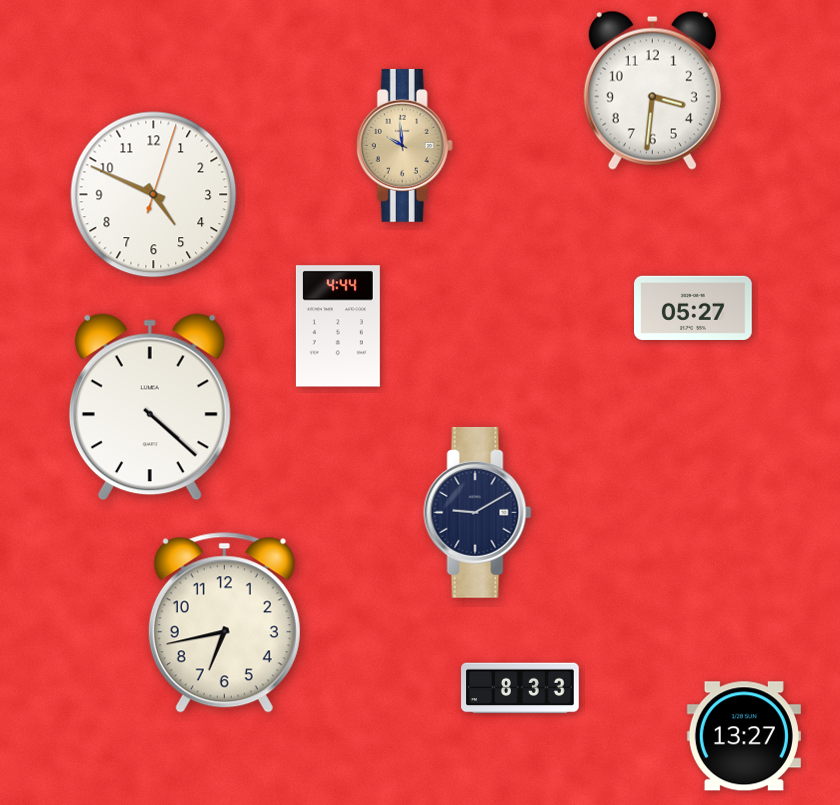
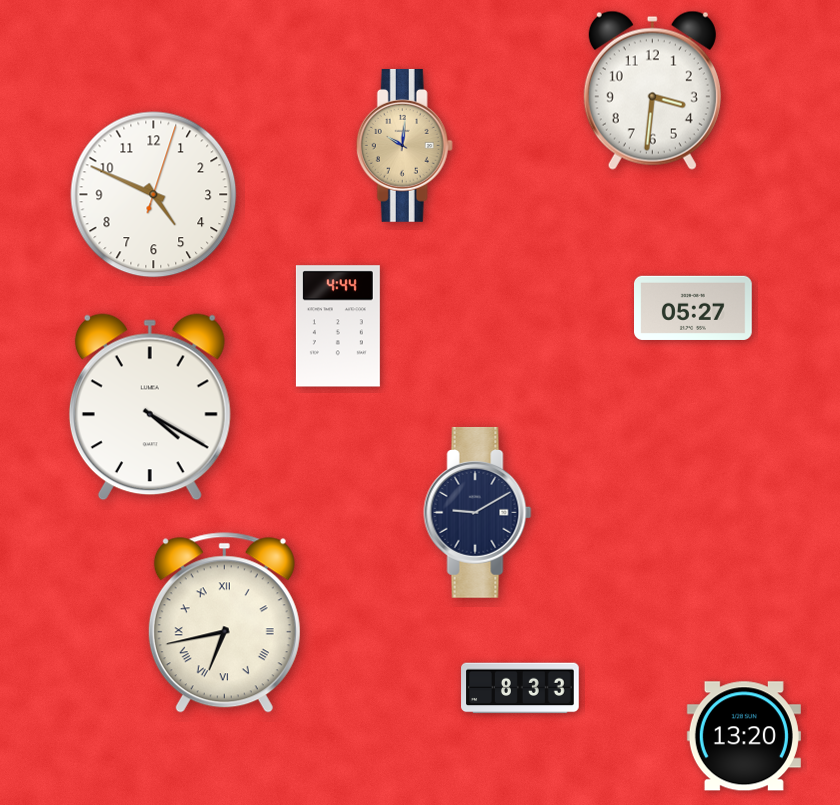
clock at (404, 145): 9:59 -> 10:01
clock at (150, 407): 4:22 -> 4:20
clock at (224, 623) numerals: Arabic -> Roman
clock at (744, 736): 13:27 -> 13:20
